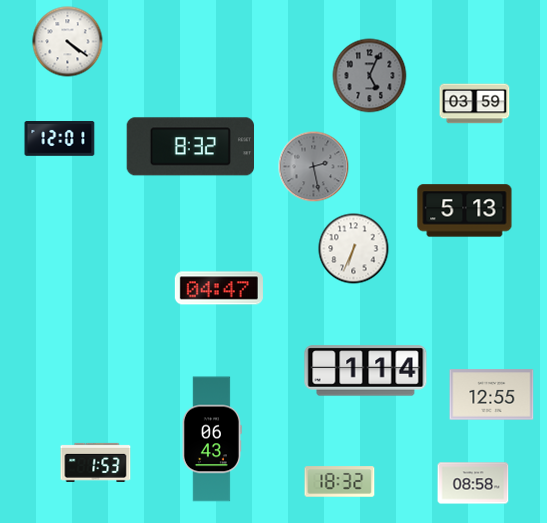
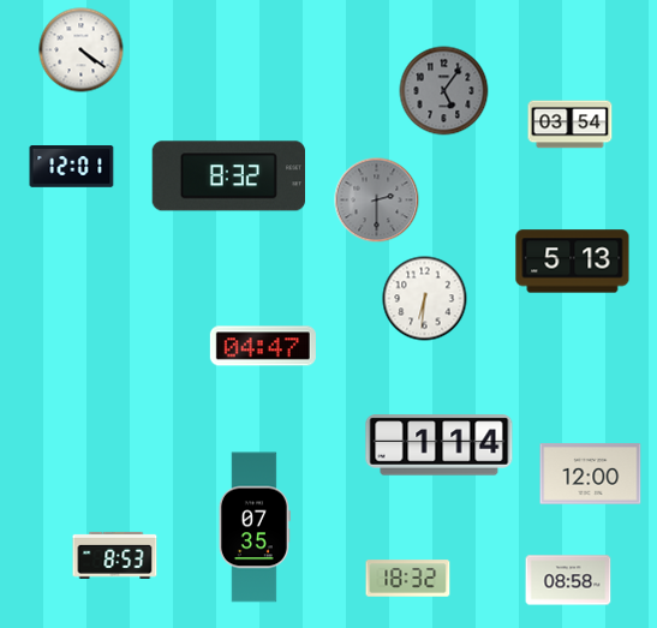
clock at (370, 76): 5:04 -> 5:06
clock at (475, 104): 03:59 -> 03:54
clock at (314, 167): 2:28 -> 2:30
clock at (465, 211) position: (465, 211) -> (573, 262)
clock at (354, 249): 6:34 -> 6:31
clock at (492, 395): 12:55 -> 12:00
clock at (212, 439): 06:43 -> 07:35
clock at (96, 462): 1:53 -> 8:53
